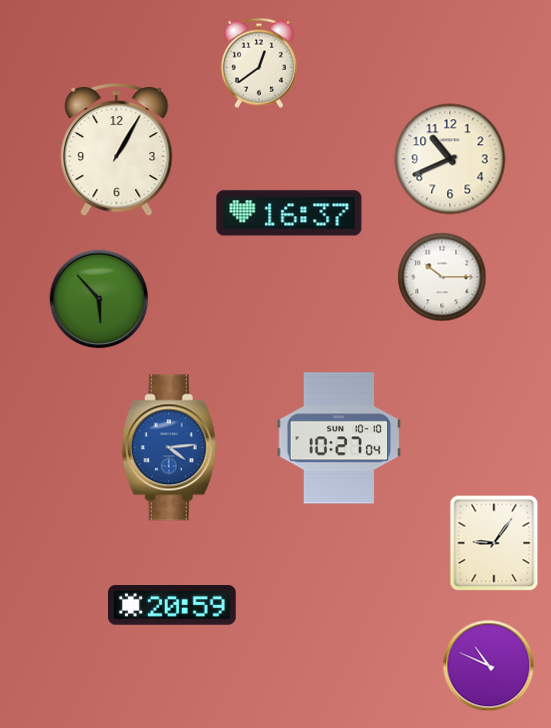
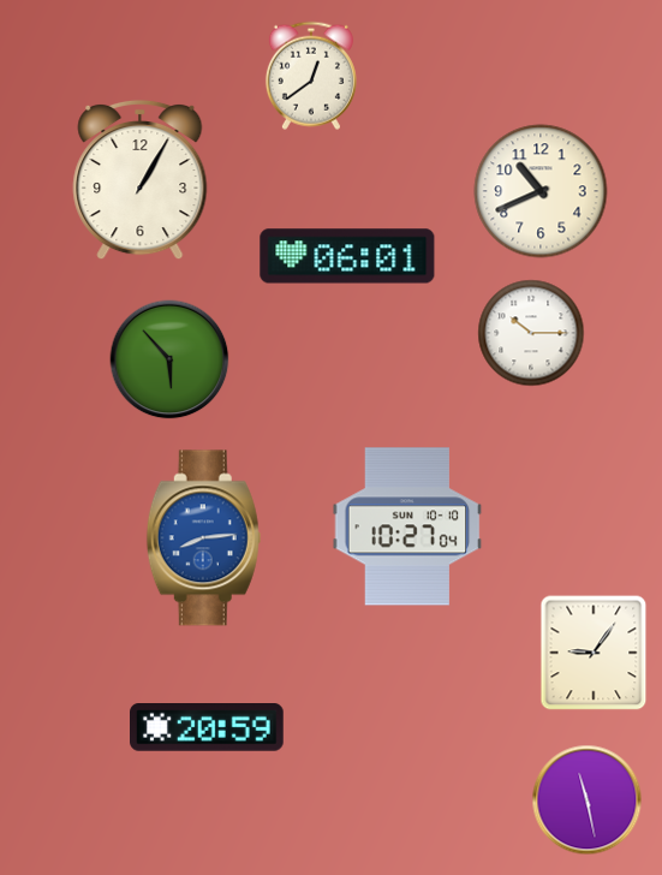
clock at (289, 213): 16:37 -> 06:01
clock at (99, 299) position: (99, 299) -> (169, 359)
clock at (169, 448): 4:14 -> 8:14
clock at (489, 666): 10:49 -> 11:28
